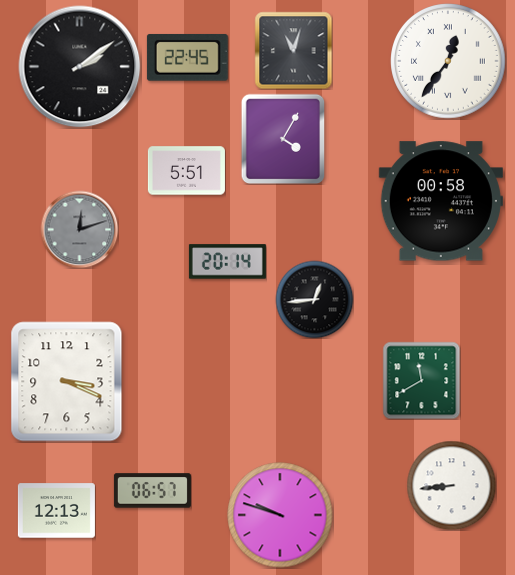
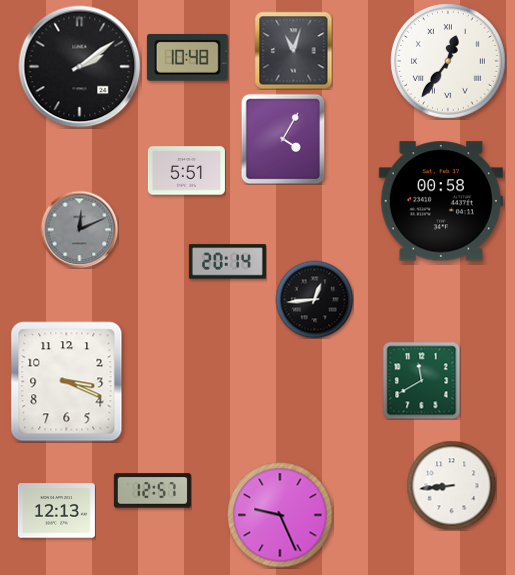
clock at (187, 58): 22:45 -> 10:48
clock at (79, 229): 12:12 -> 12:11
clock at (152, 491): 06:57 -> 12:57
clock at (280, 515): 9:48 -> 9:26
